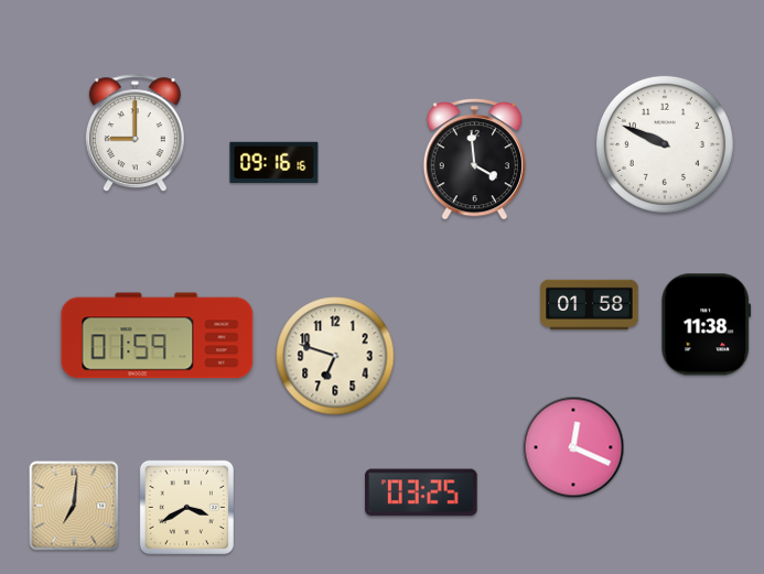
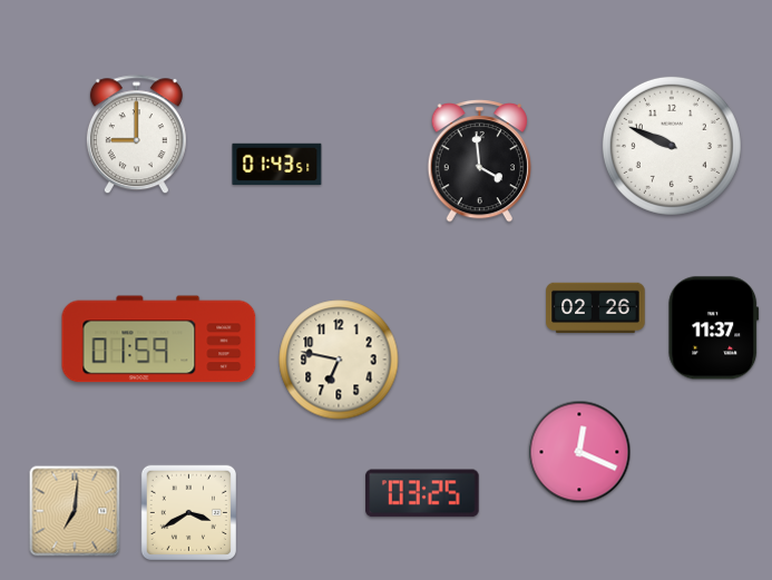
clock at (275, 162): 09:16 -> 01:43
clock at (590, 305): 01:58 -> 02:26
clock at (707, 325): 11:38 -> 11:37
clock at (335, 356): 6:48 -> 6:47
clock at (421, 492) position: (421, 492) -> (422, 493)
